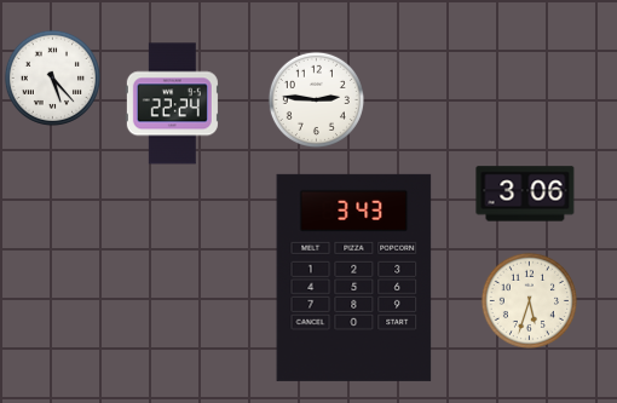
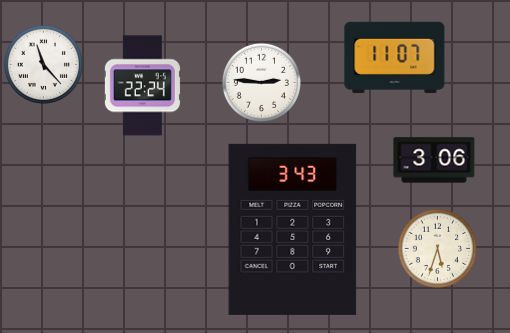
clock at (395, 57): none -> 11:07
clock at (52, 77): 5:23 -> 11:23
